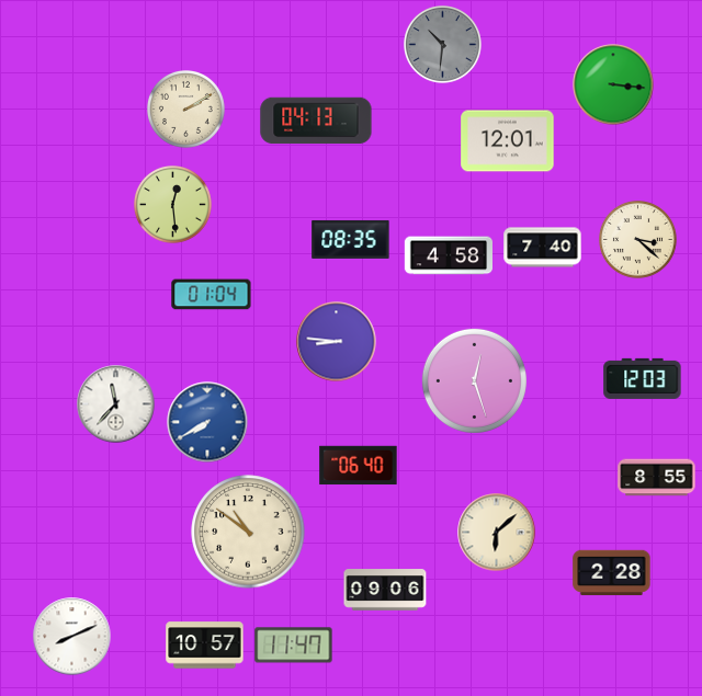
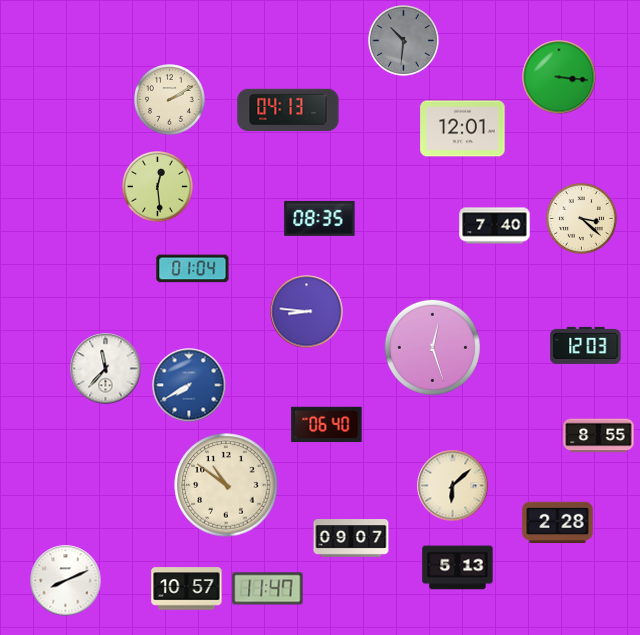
clock at (448, 255): 4:58 -> none
clock at (385, 590): 09:06 -> 09:07
clock at (458, 568): none -> 5:13
